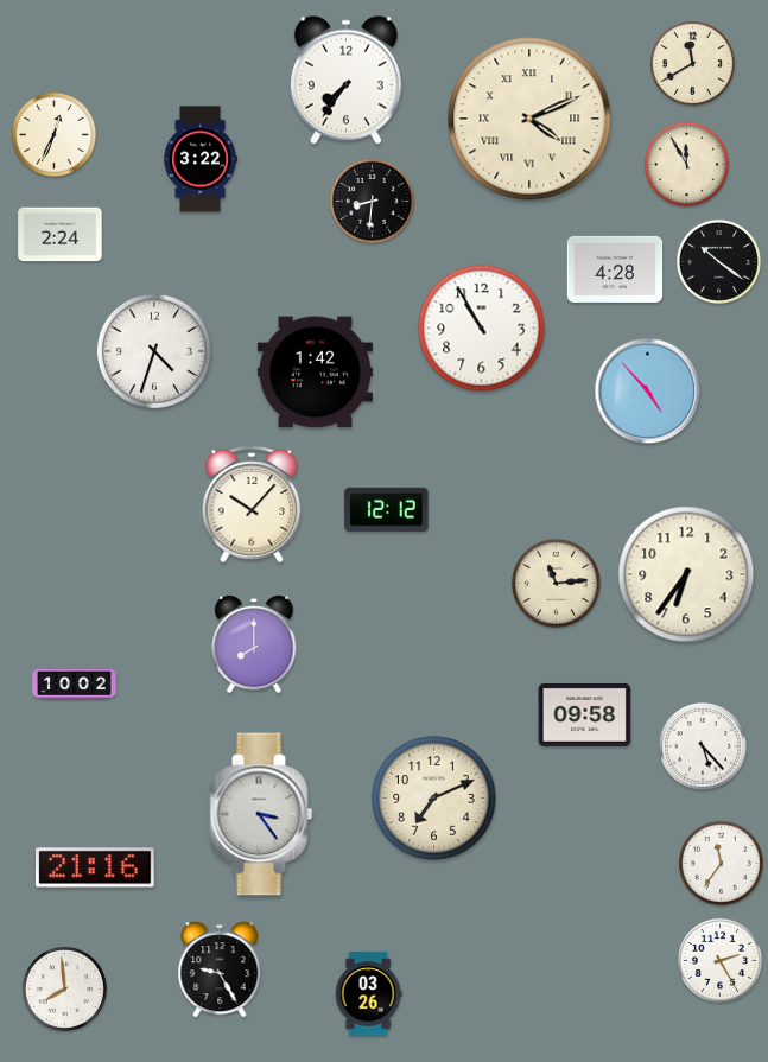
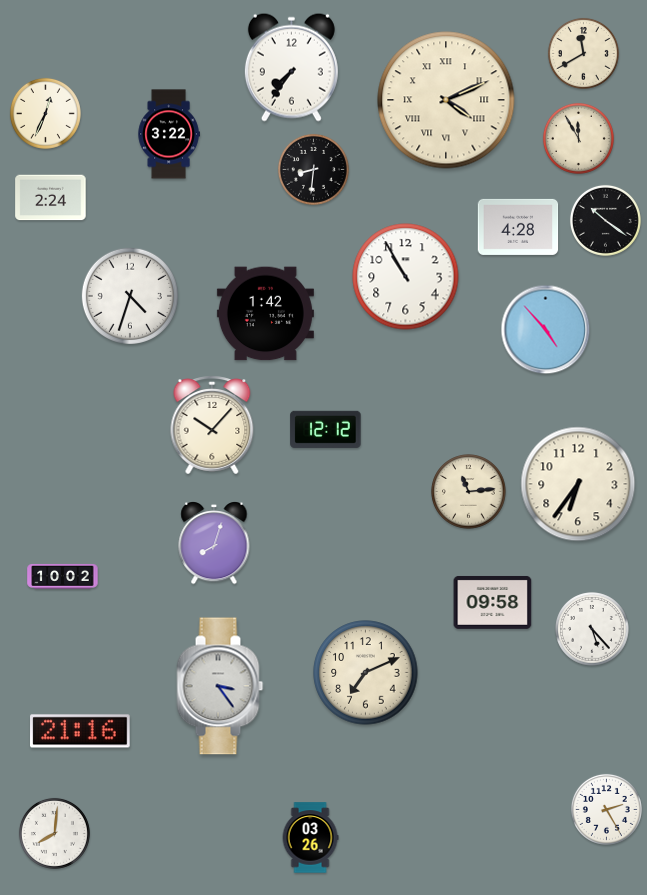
clock at (254, 644): 8:00 -> 8:03
clock at (721, 863): 11:36 -> none
clock at (220, 969): 9:25 -> none
clock at (64, 988): 7:59 -> 8:01
